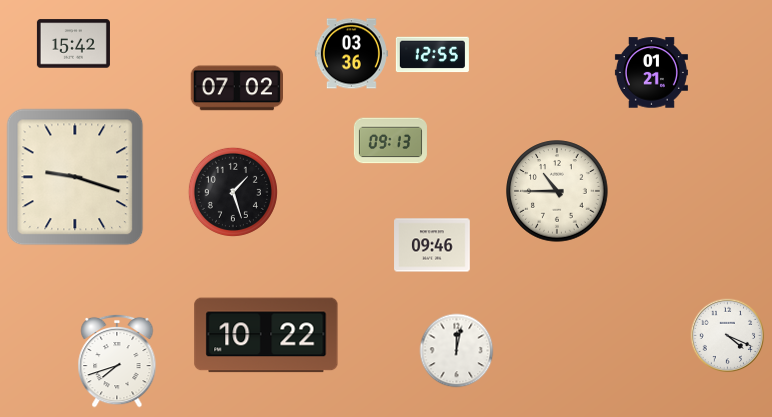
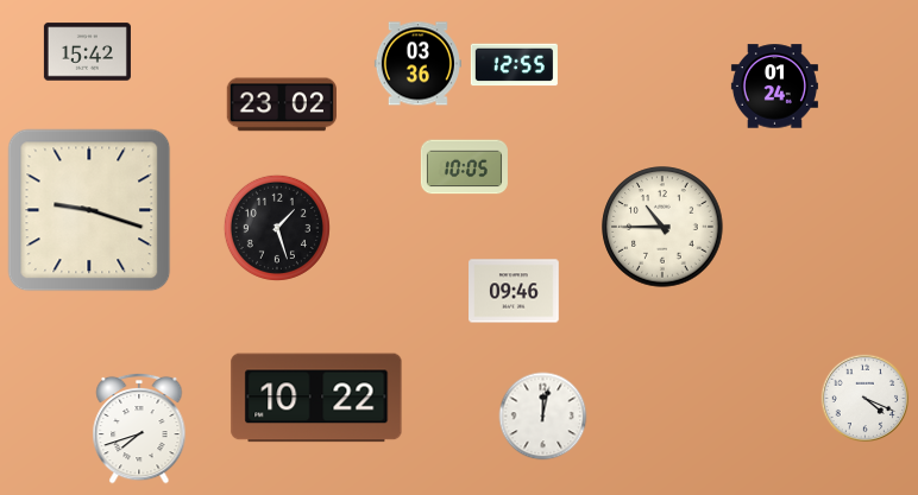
clock at (651, 73): 01:21 -> 01:24
clock at (236, 88): 07:02 -> 23:02
clock at (390, 141): 09:13 -> 10:05
